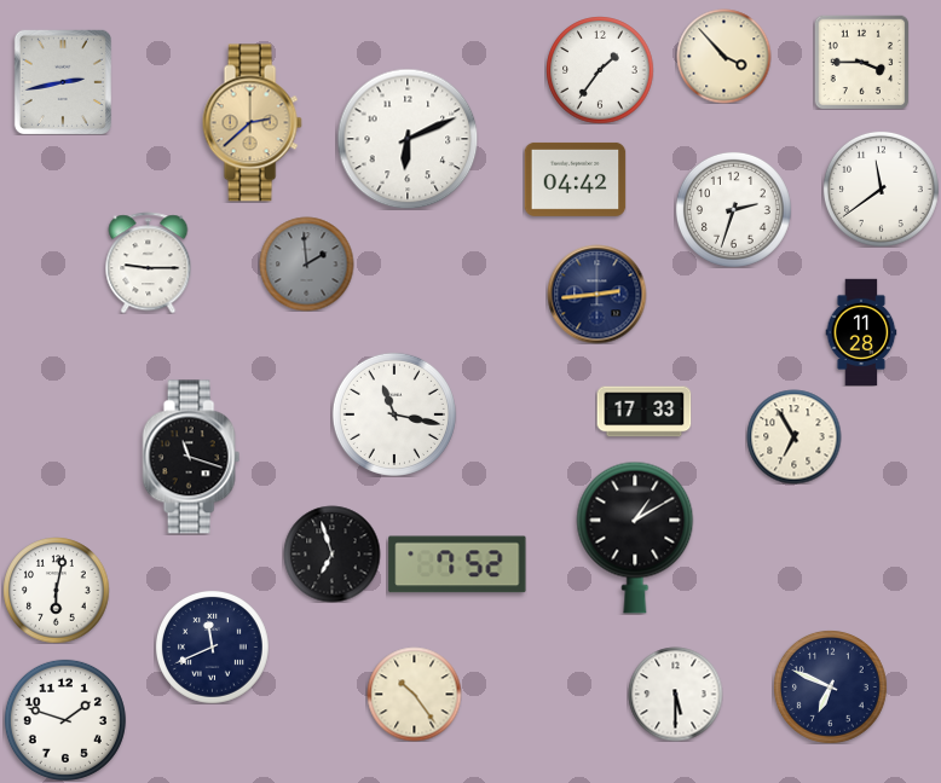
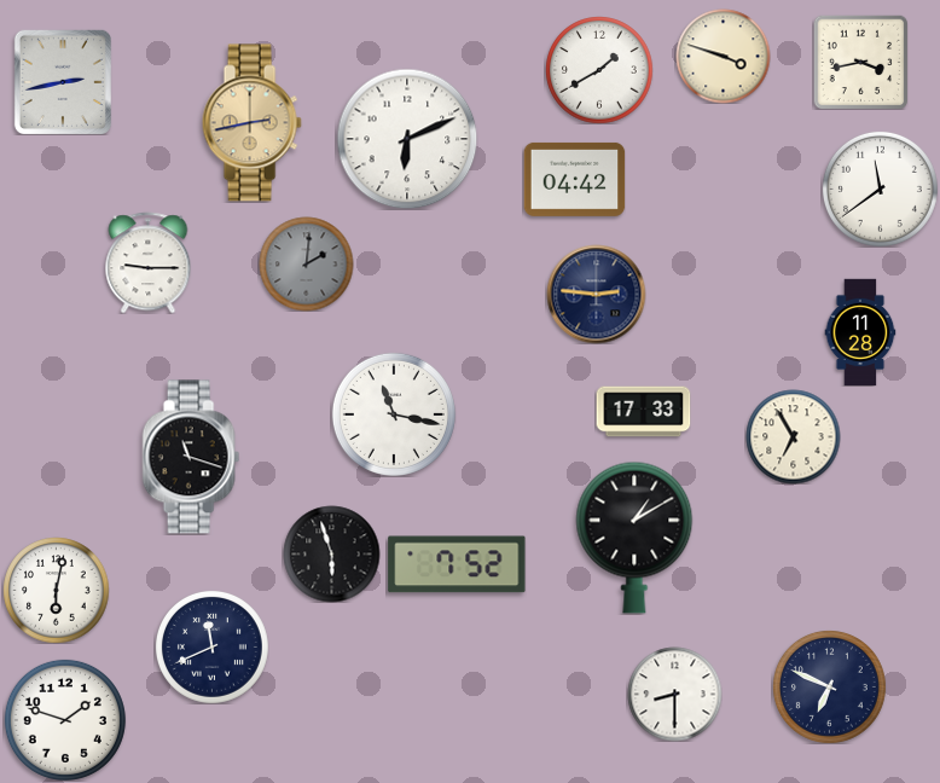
clock at (723, 56): 3:53 -> 3:48
clock at (861, 62): 3:45 -> 3:43
clock at (600, 70): 1:36 -> 1:40
clock at (252, 123): 2:38 -> 2:43
clock at (733, 209): 2:33 -> none
clock at (306, 263): 1:59 -> 2:01
clock at (596, 294): 2:44 -> 2:46
clock at (331, 553): 6:57 -> 5:57
clock at (414, 694): 10:24 -> none
clock at (675, 694): 5:30 -> 8:30
